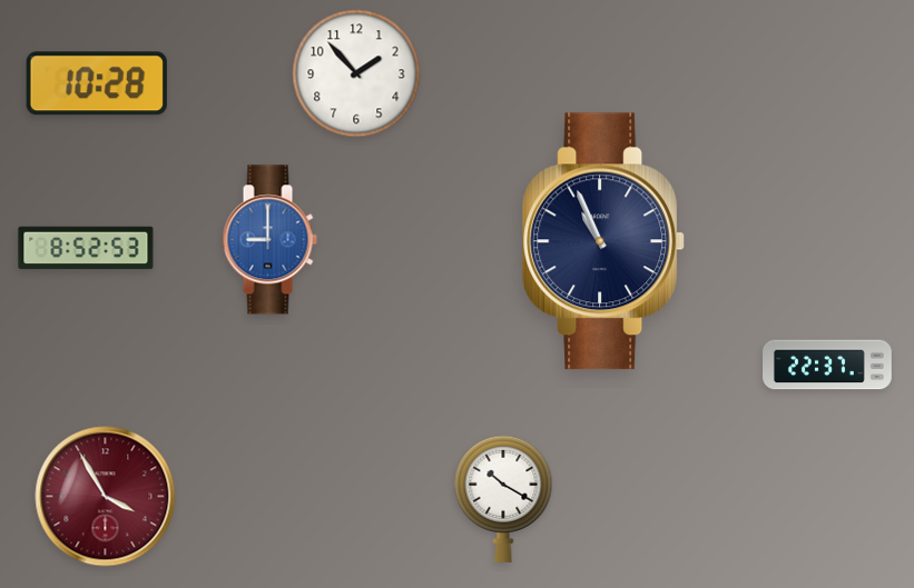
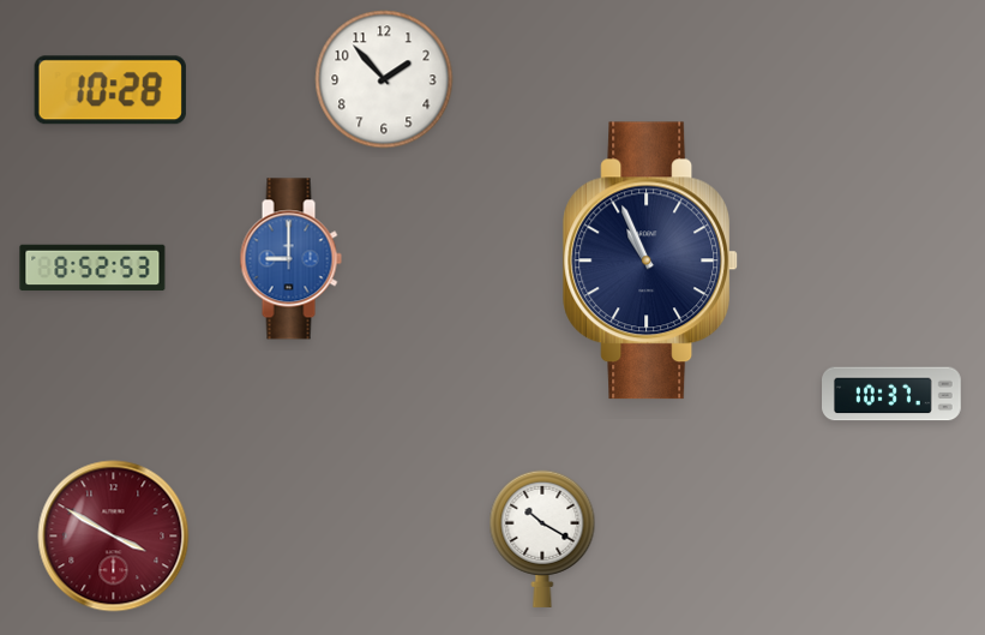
clock at (97, 83) position: (97, 83) -> (110, 90)
clock at (828, 365): 22:37 -> 10:37
clock at (106, 497): 3:55 -> 3:50
